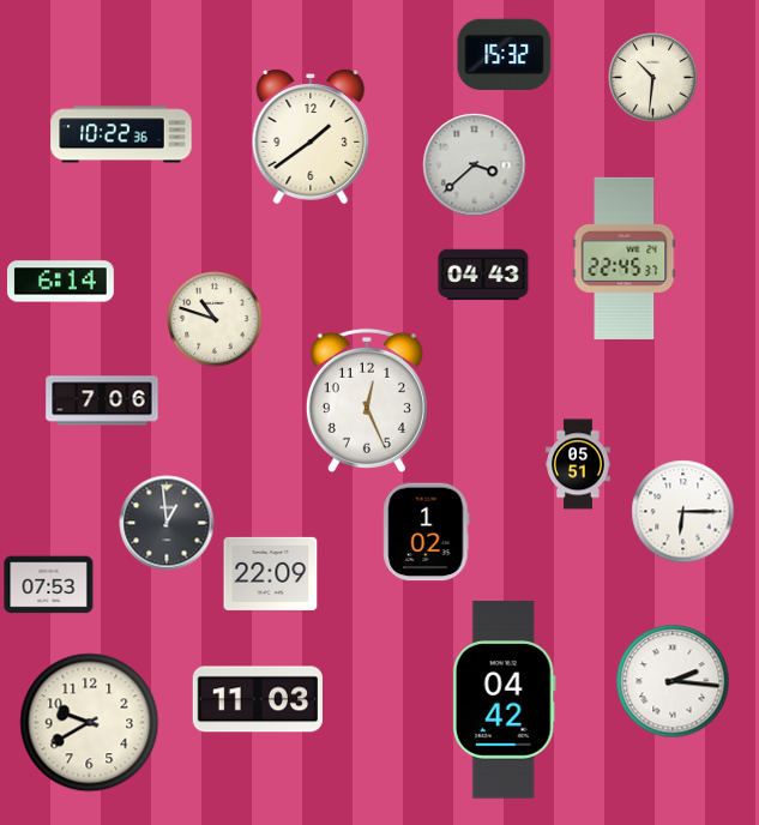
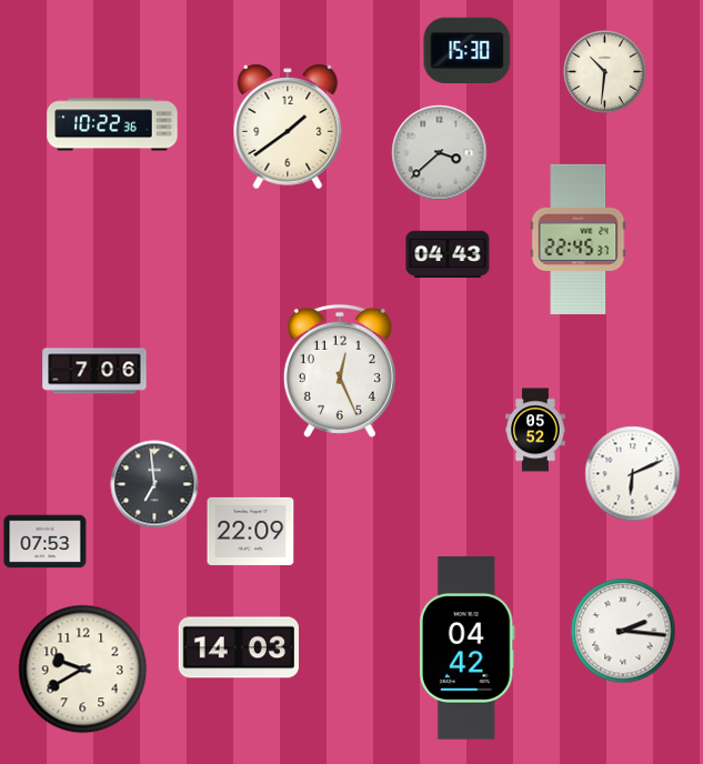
clock at (505, 54): 15:32 -> 15:30
clock at (60, 282): 6:14 -> none
clock at (215, 319): 10:48 -> none
clock at (578, 464): 05:51 -> 05:52
clock at (683, 512): 6:15 -> 6:11
clock at (167, 523): 12:59 -> 6:59
clock at (427, 532): 1:02 -> none
clock at (257, 699): 11:03 -> 14:03
